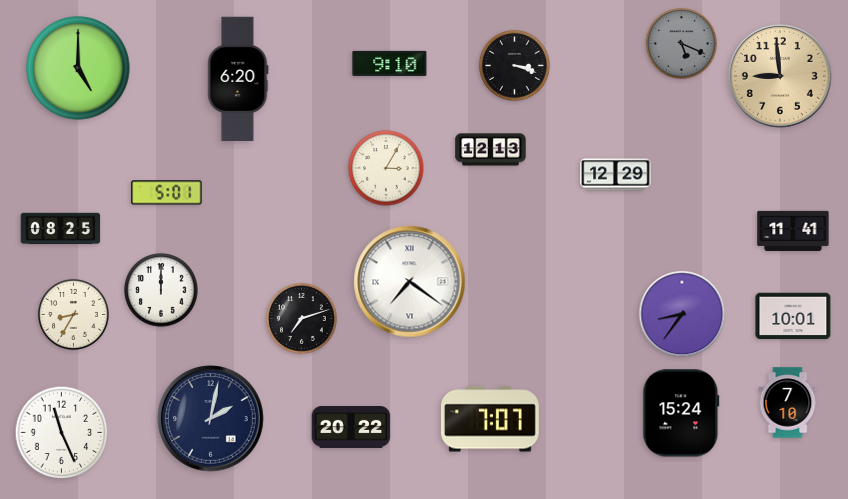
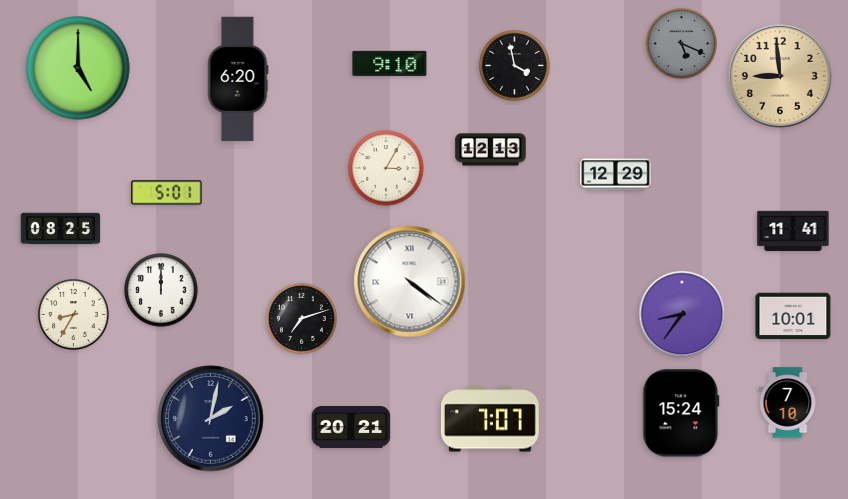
clock at (514, 65): 3:18 -> 3:58
clock at (410, 282): 7:21 -> 4:21
clock at (351, 428): 20:22 -> 20:21
clock at (62, 433): 11:26 -> none
